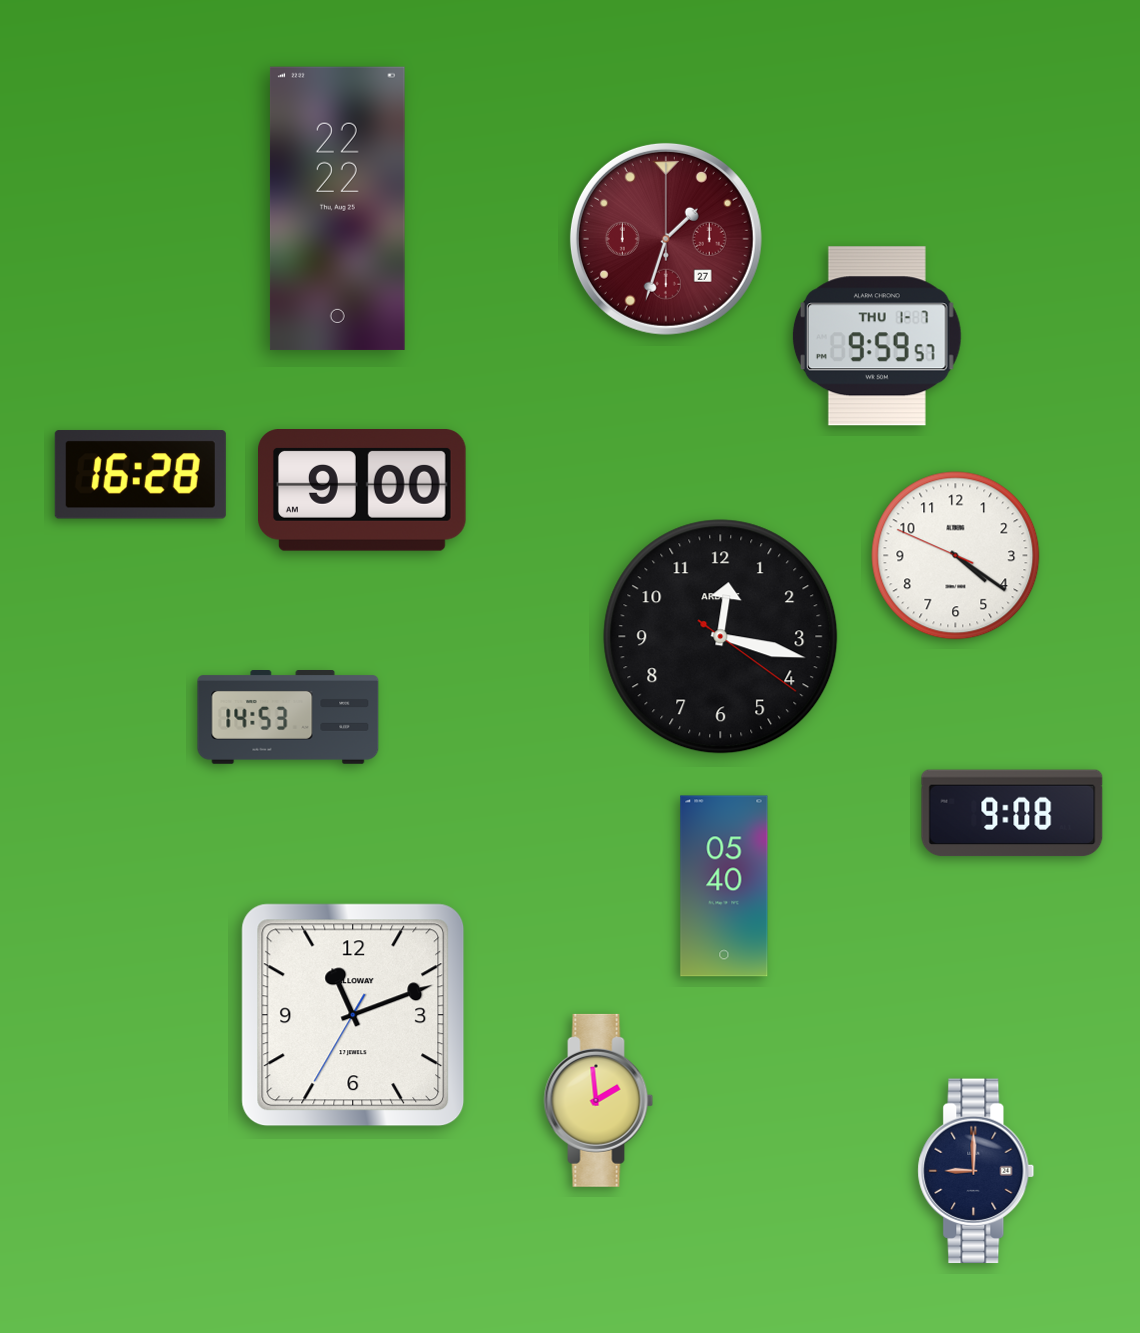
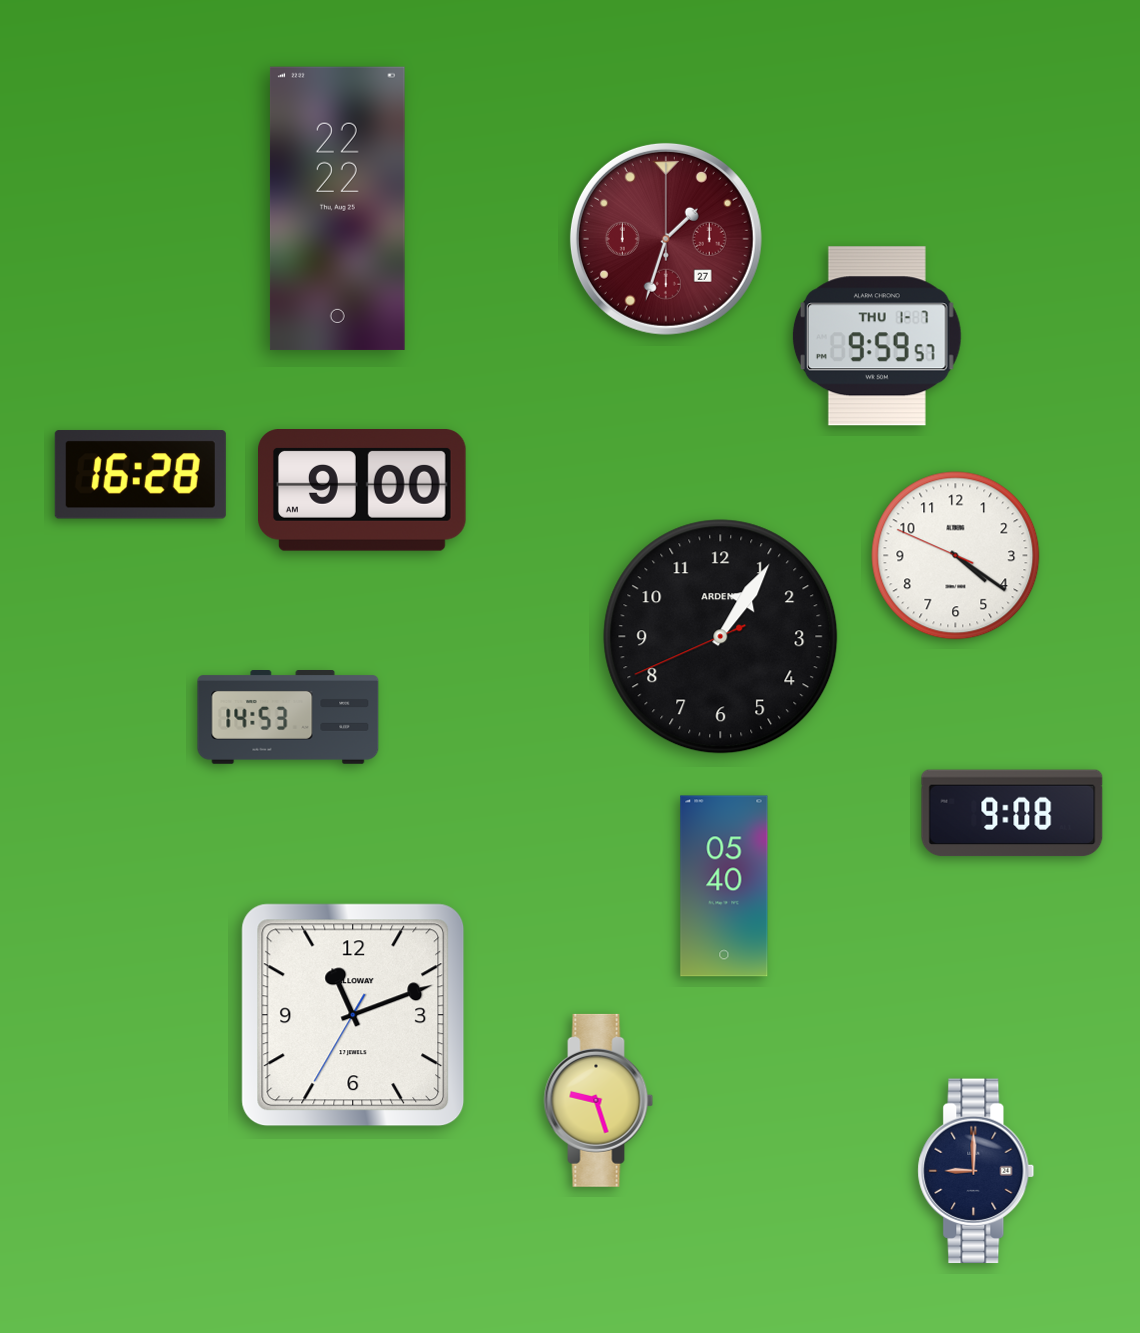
clock at (721, 637): 12:17 -> 1:05
clock at (599, 1100): 1:59 -> 9:27
